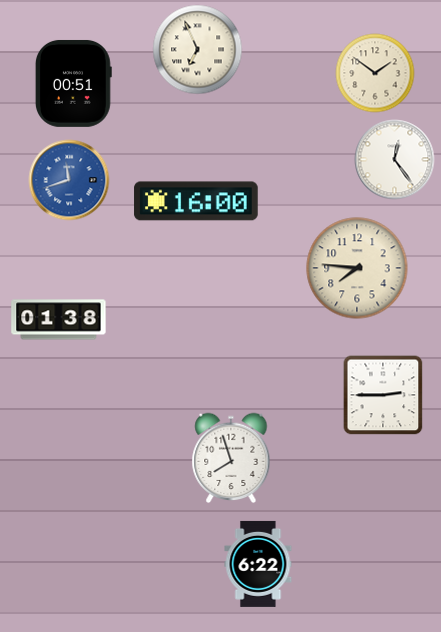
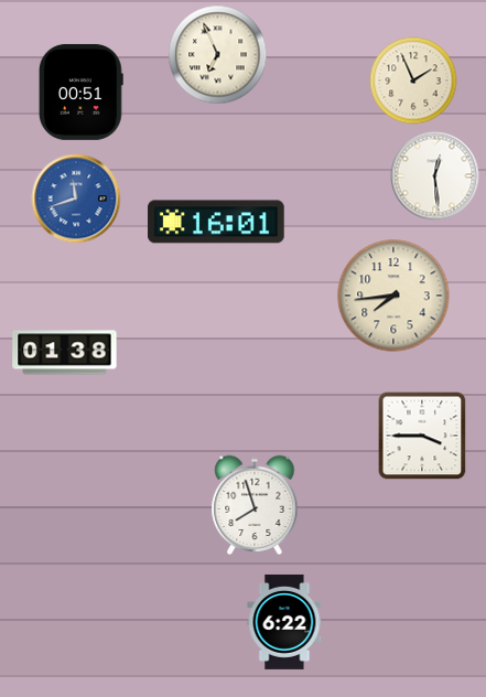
clock at (375, 73): 1:51 -> 1:56
clock at (395, 160): 12:24 -> 12:29
clock at (196, 201): 16:00 -> 16:01
clock at (357, 268): 7:46 -> 7:44
clock at (383, 395): 2:45 -> 3:45
